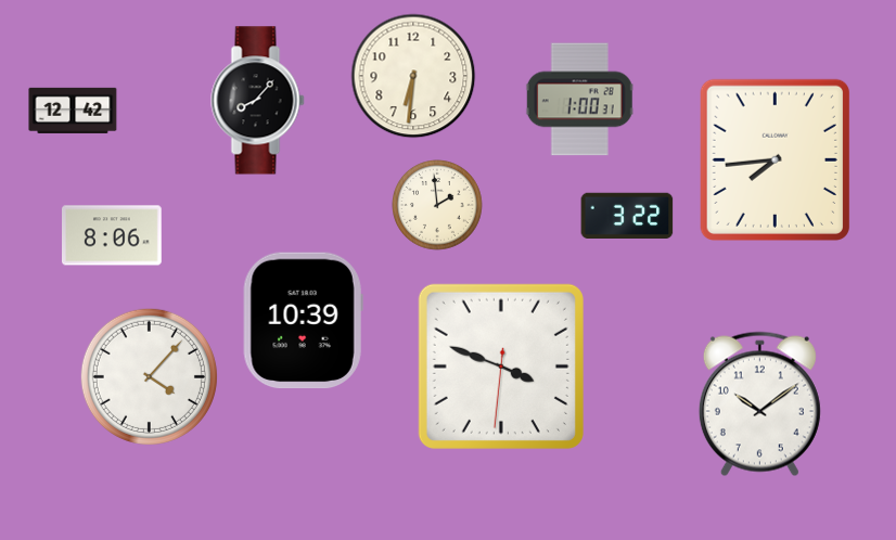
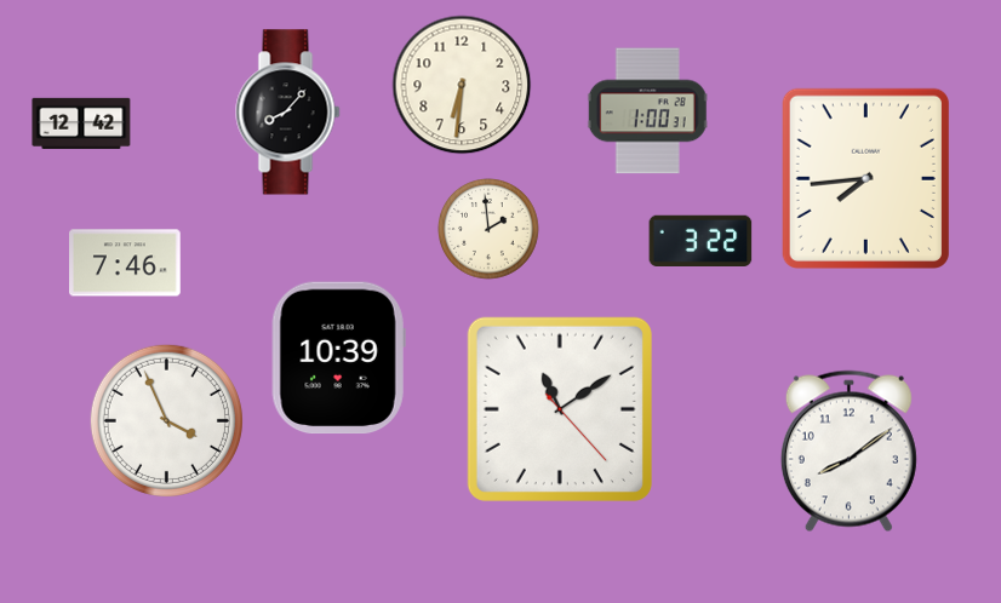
clock at (113, 235): 8:06 -> 7:46
clock at (501, 367): 3:48 -> 11:09
clock at (149, 376): 4:07 -> 3:56
clock at (759, 404): 10:09 -> 8:09
